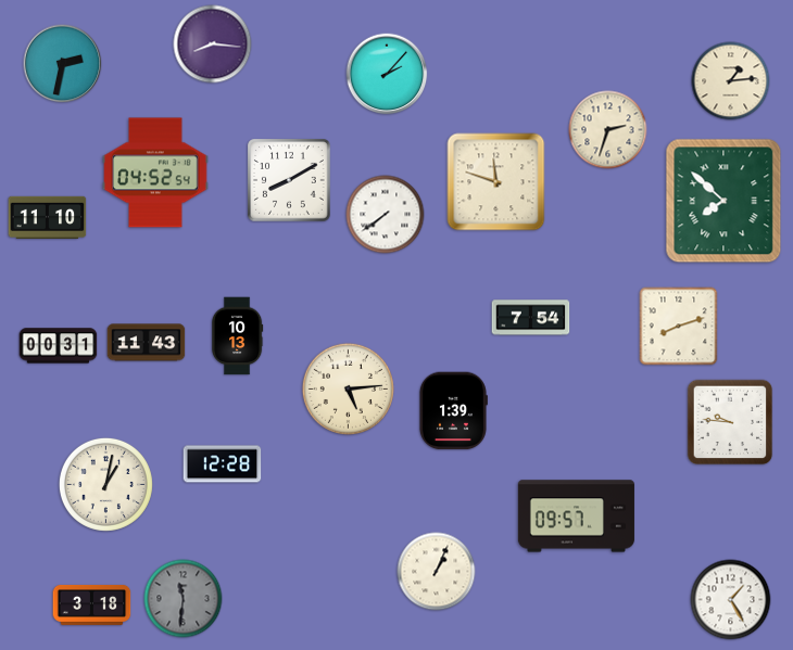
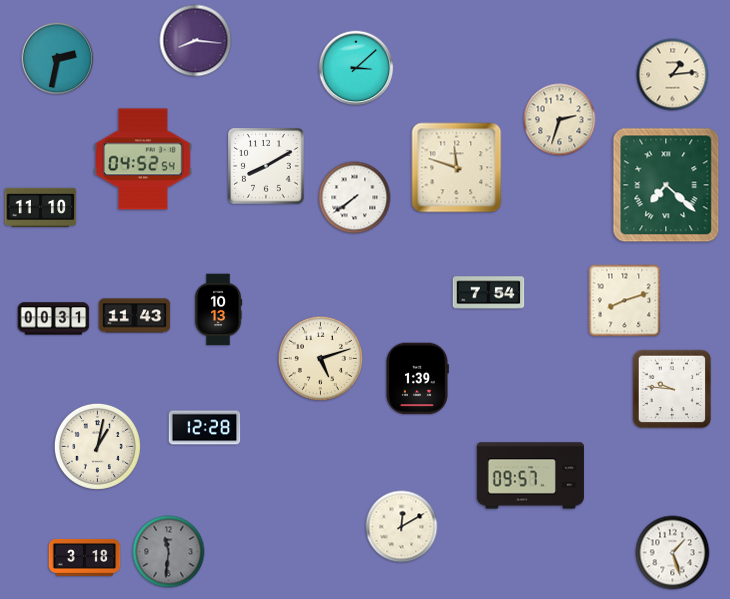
clock at (387, 74): 2:07 -> 3:08
clock at (723, 201): 7:52 -> 7:22
clock at (48, 217) position: (48, 217) -> (41, 207)
clock at (348, 388): 5:14 -> 5:12
clock at (437, 572): 1:04 -> 12:10
clock at (731, 600): 1:25 -> 1:27
